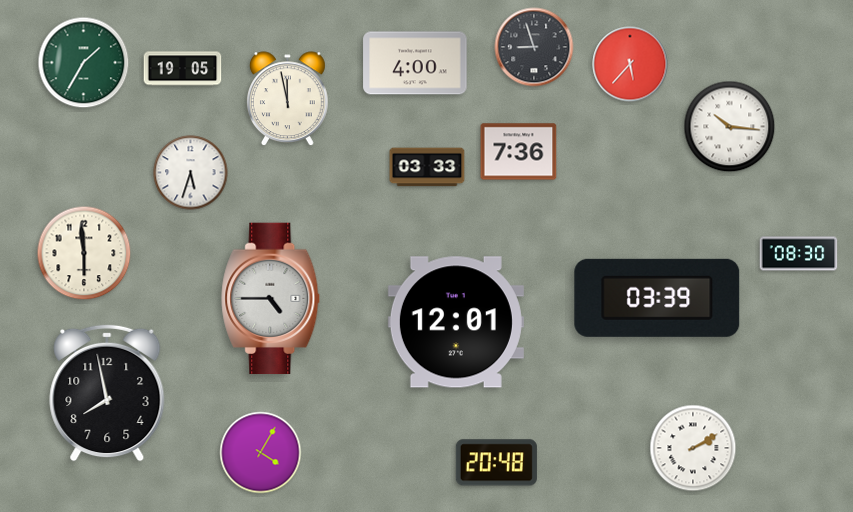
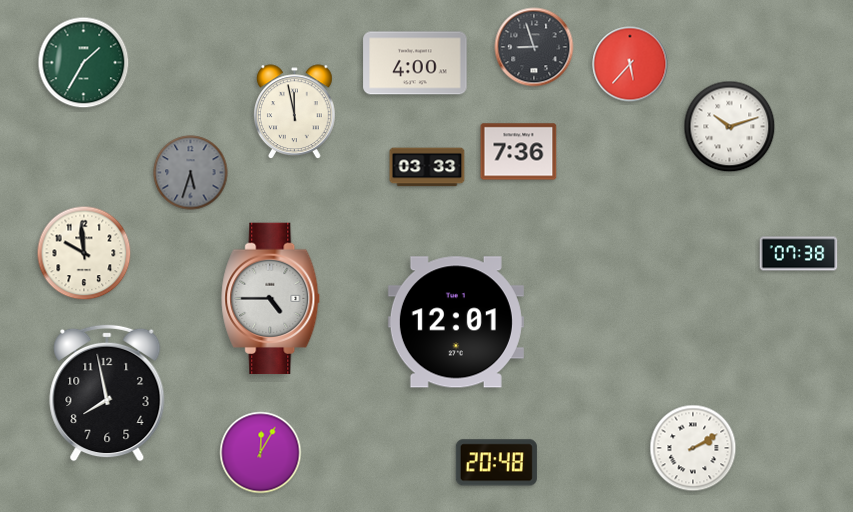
clock at (183, 69): 19:05 -> none
clock at (288, 99) position: (288, 99) -> (295, 112)
clock at (730, 127): 10:16 -> 10:12
clock at (191, 173) dial: white -> grey
clock at (84, 253): 5:59 -> 9:59
clock at (799, 254): 08:30 -> 07:38
clock at (657, 298): 03:39 -> none
clock at (261, 453): 4:05 -> 12:05
